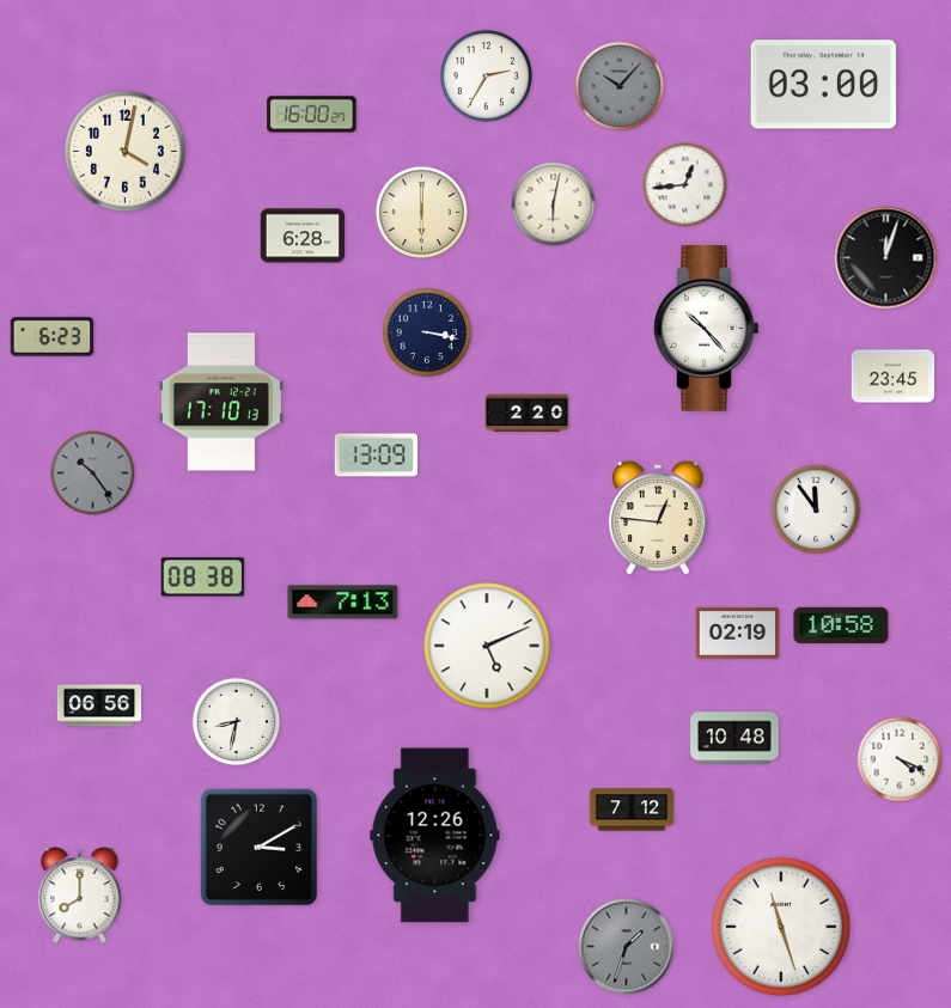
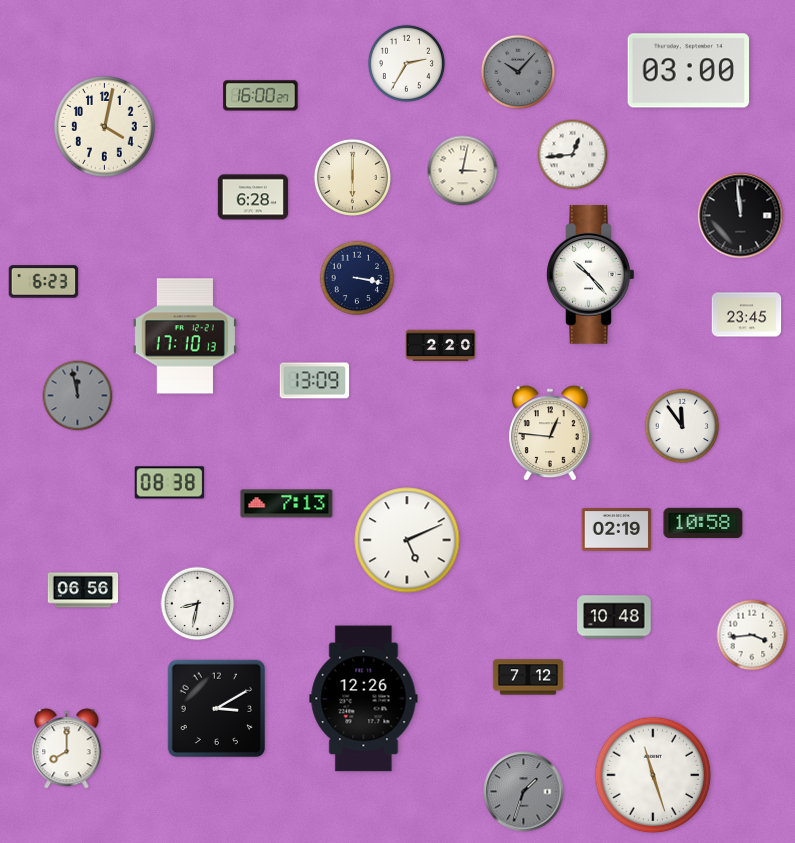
clock at (554, 204): 6:02 -> 3:02
clock at (886, 258): 12:03 -> 11:59
clock at (93, 474): 10:24 -> 11:58
clock at (900, 759): 4:19 -> 3:44
